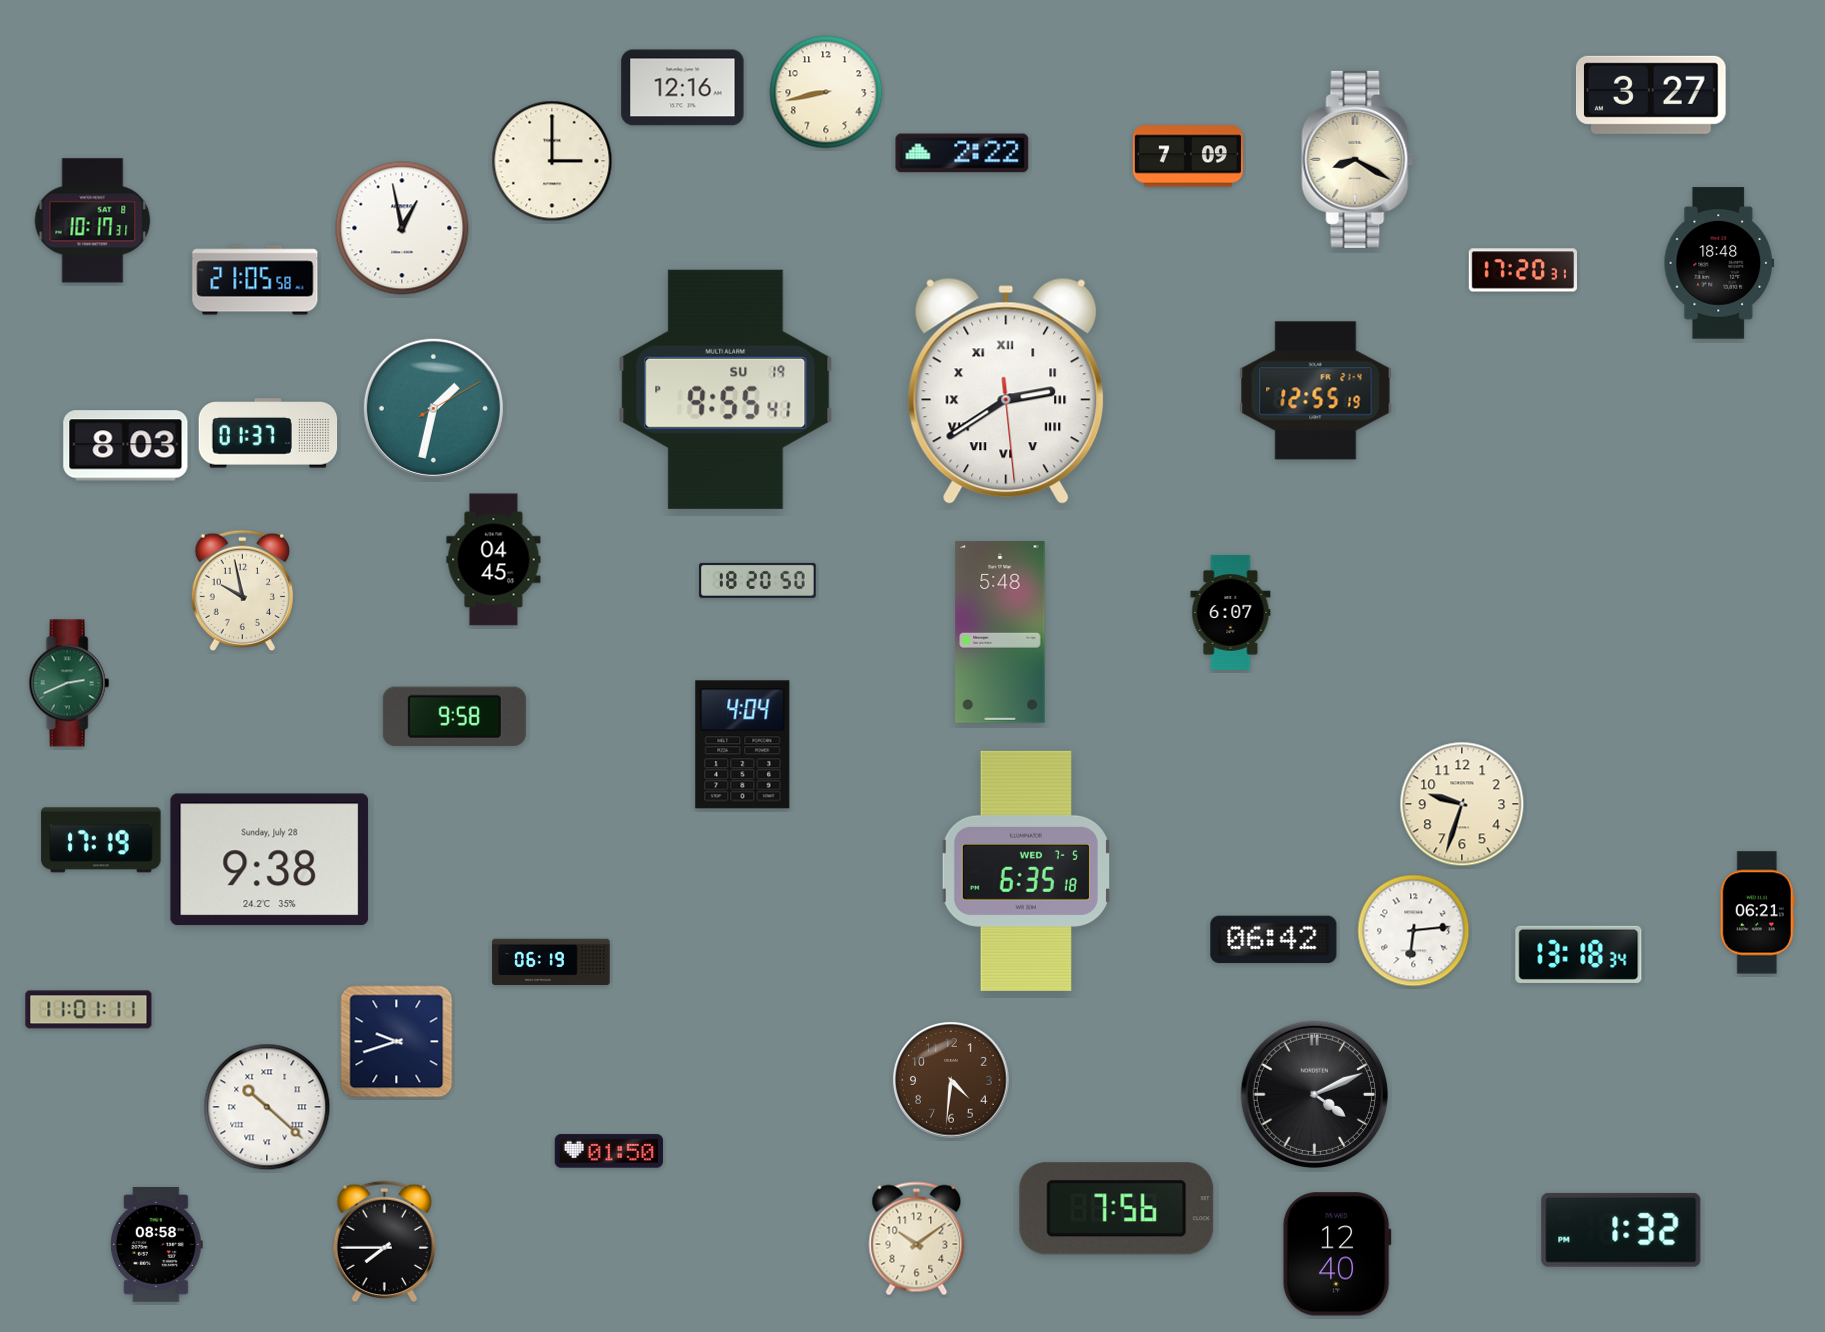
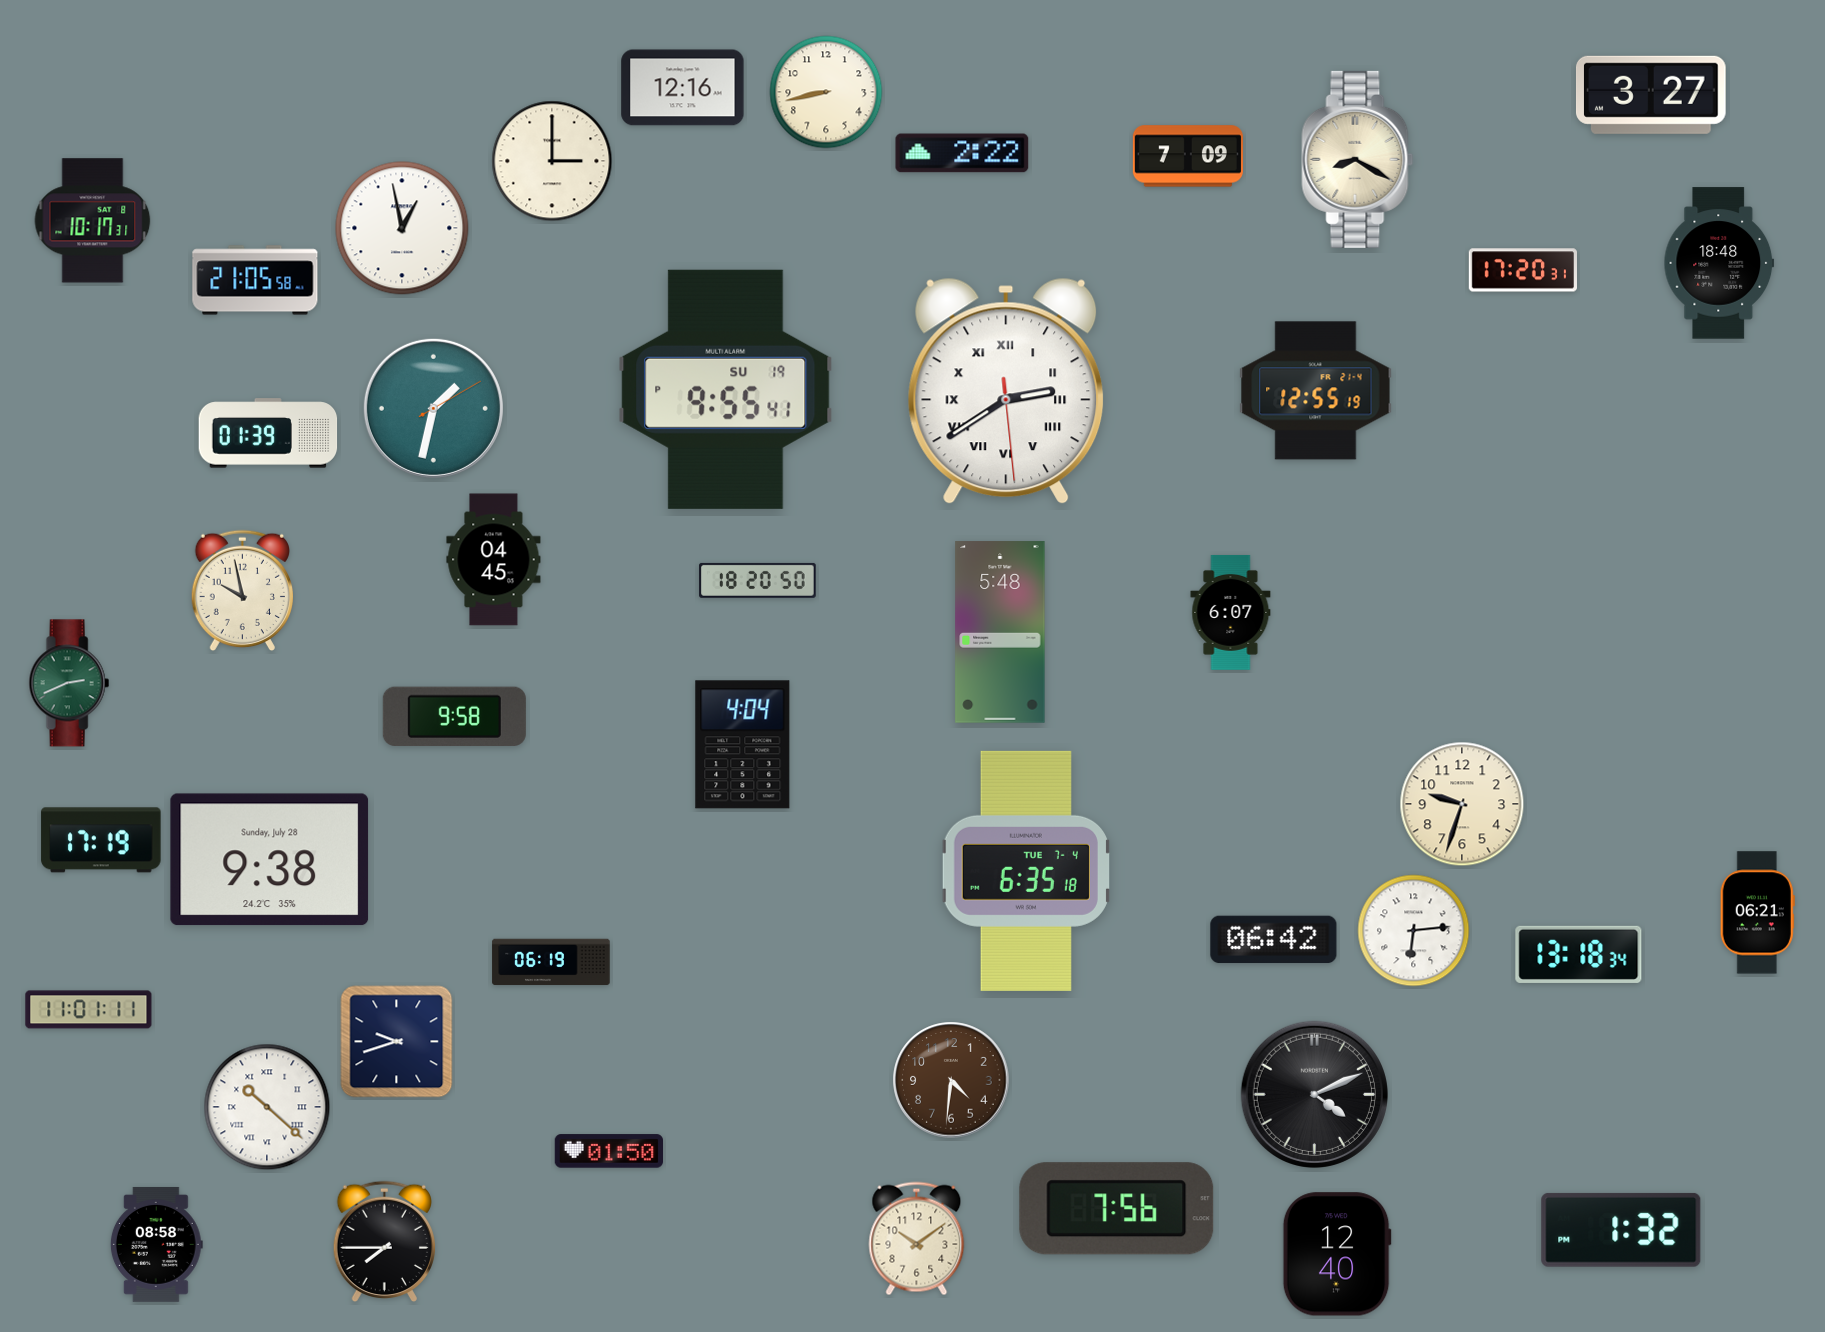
clock at (268, 433): 01:37 -> 01:39
clock at (126, 446): 8:03 -> none
clock at (1026, 871) date: WED 7-5 -> TUE 7-4
